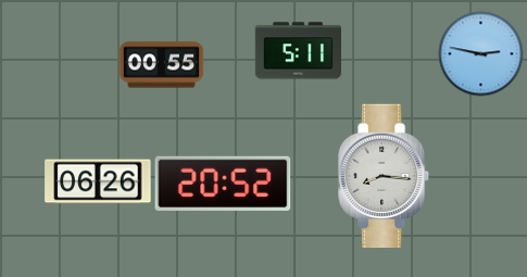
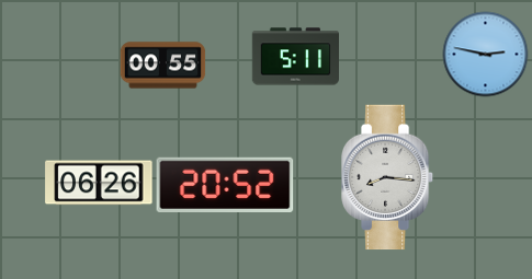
clock at (298, 51) position: (298, 51) -> (295, 57)
